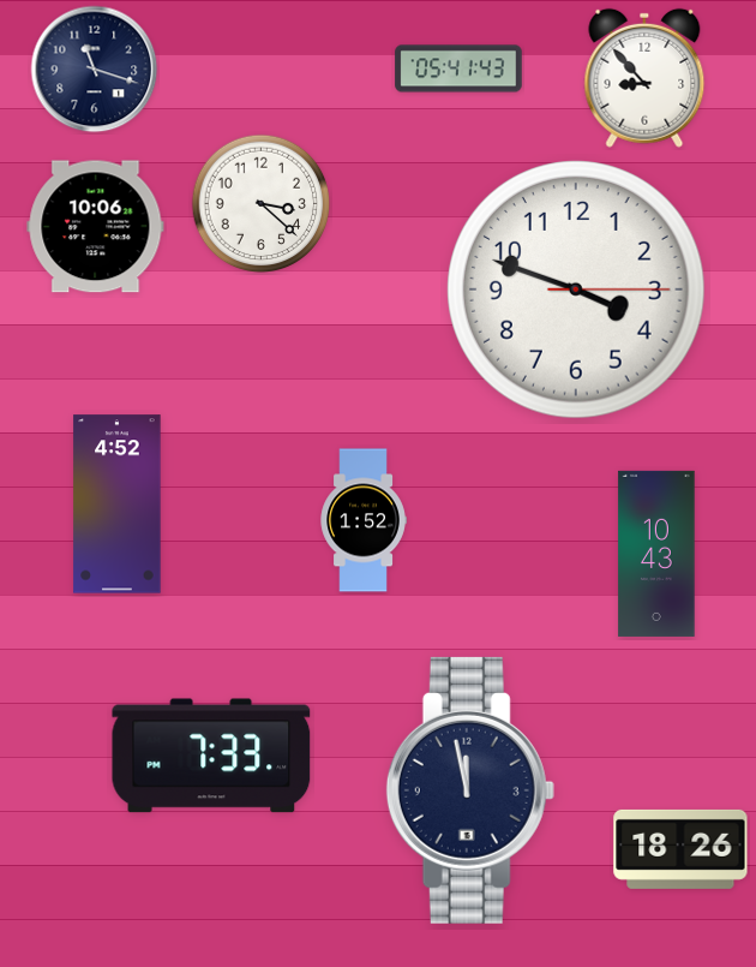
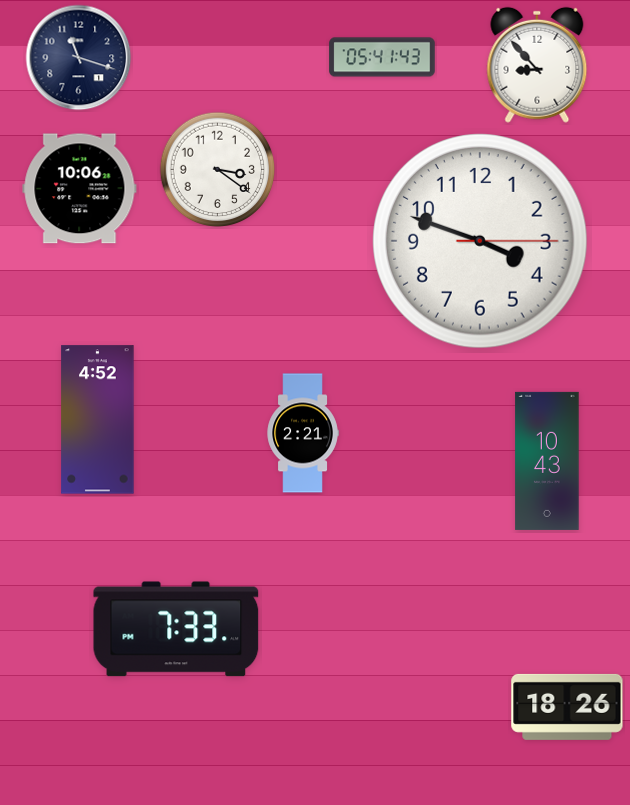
clock at (262, 204): 3:22 -> 3:21
clock at (364, 520): 1:52 -> 2:21
clock at (470, 790): 11:58 -> none
